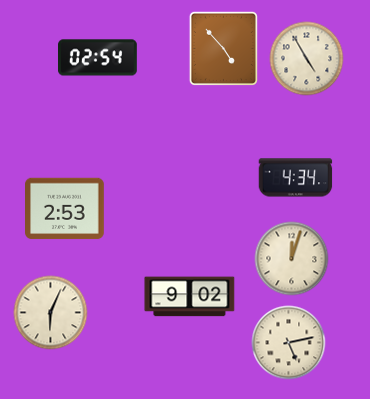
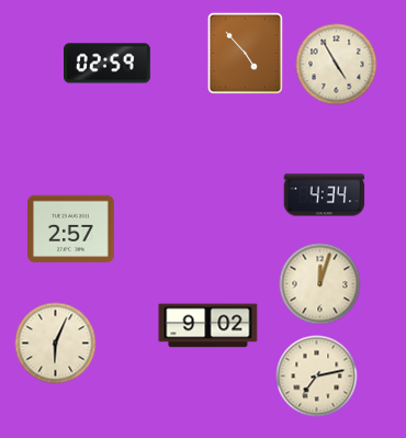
clock at (98, 58): 02:54 -> 02:59
clock at (65, 209): 2:53 -> 2:57
clock at (289, 343): 5:13 -> 7:13
